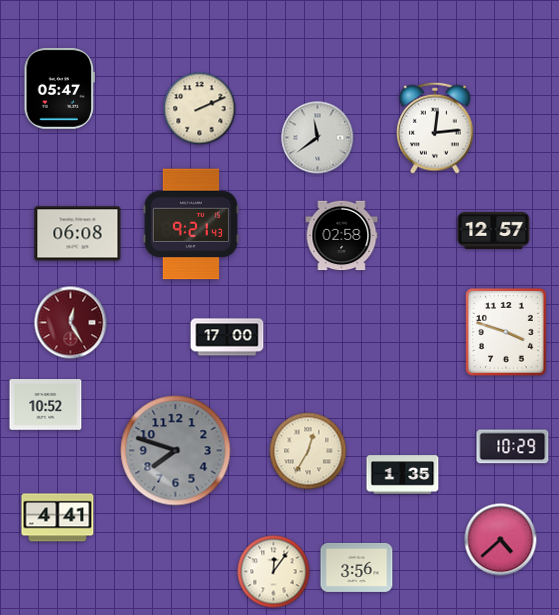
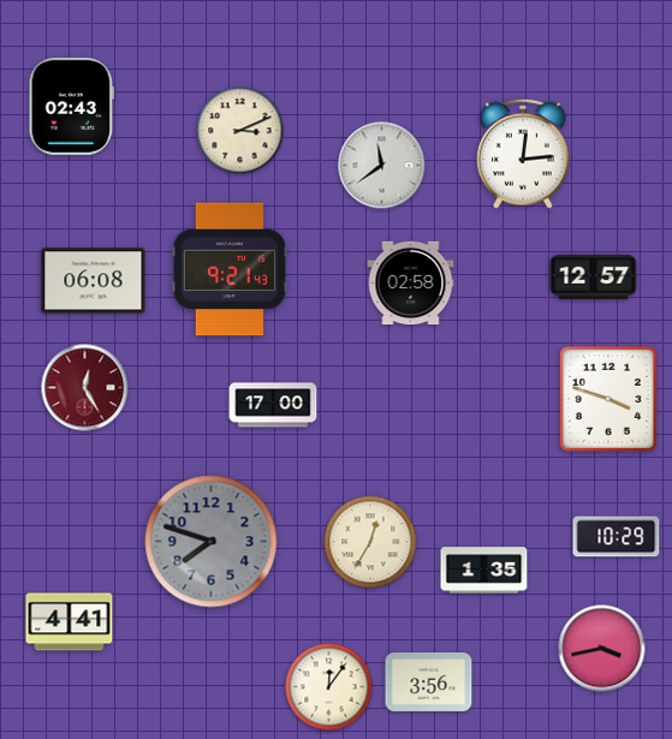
clock at (60, 88): 05:47 -> 02:43
clock at (200, 109): 2:11 -> 3:11
clock at (46, 405): 10:52 -> none
clock at (501, 540): 4:38 -> 3:43
